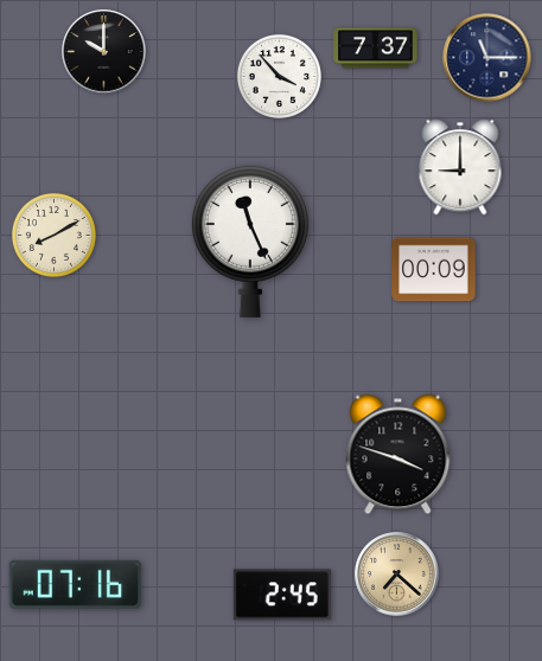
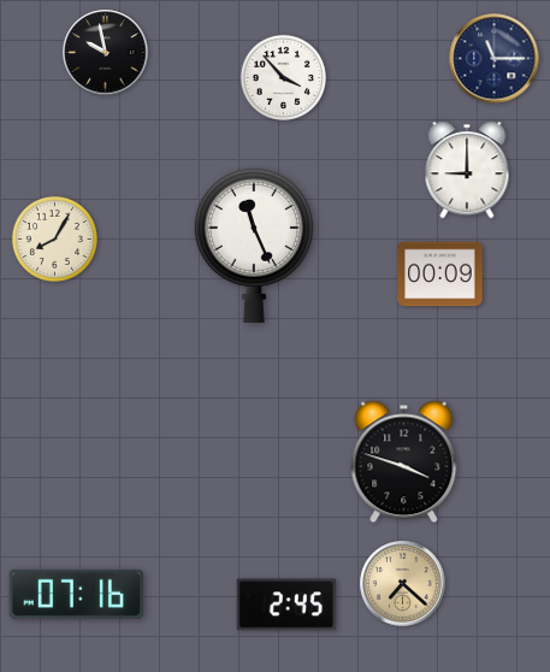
clock at (376, 49): 7:37 -> none
clock at (104, 52): 10:00 -> 9:58
clock at (53, 235): 8:10 -> 8:05
